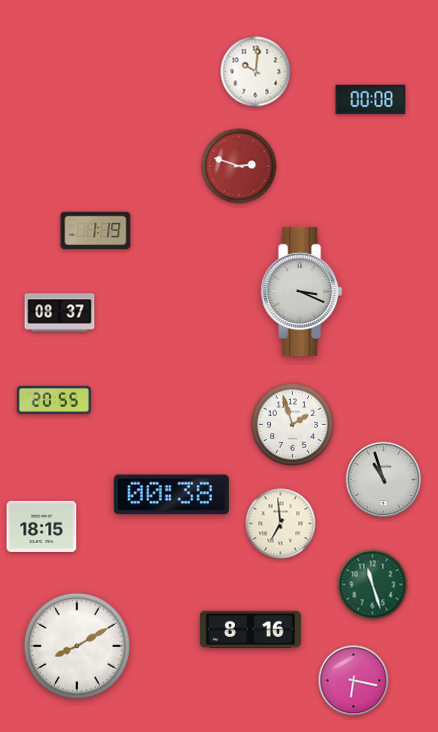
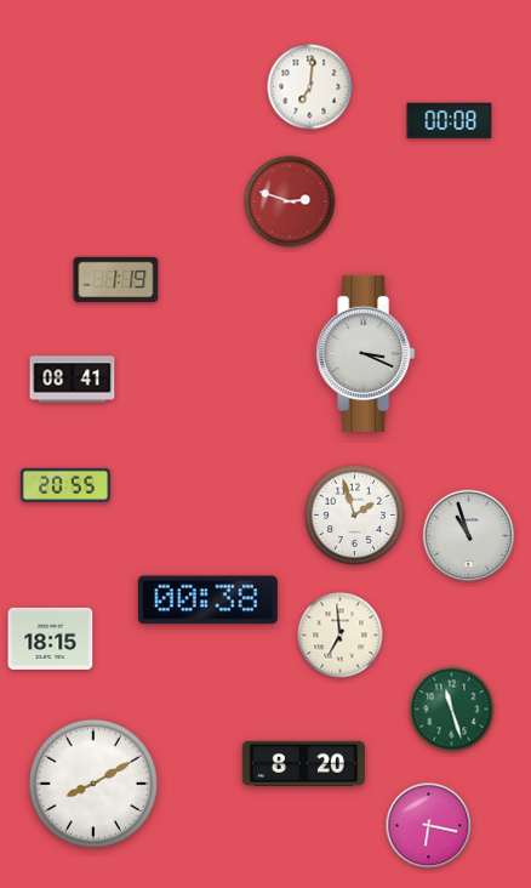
clock at (256, 72): 10:01 -> 7:01
clock at (60, 313): 08:37 -> 08:41
clock at (384, 480) position: (384, 480) -> (469, 536)
clock at (250, 629): 8:16 -> 8:20
